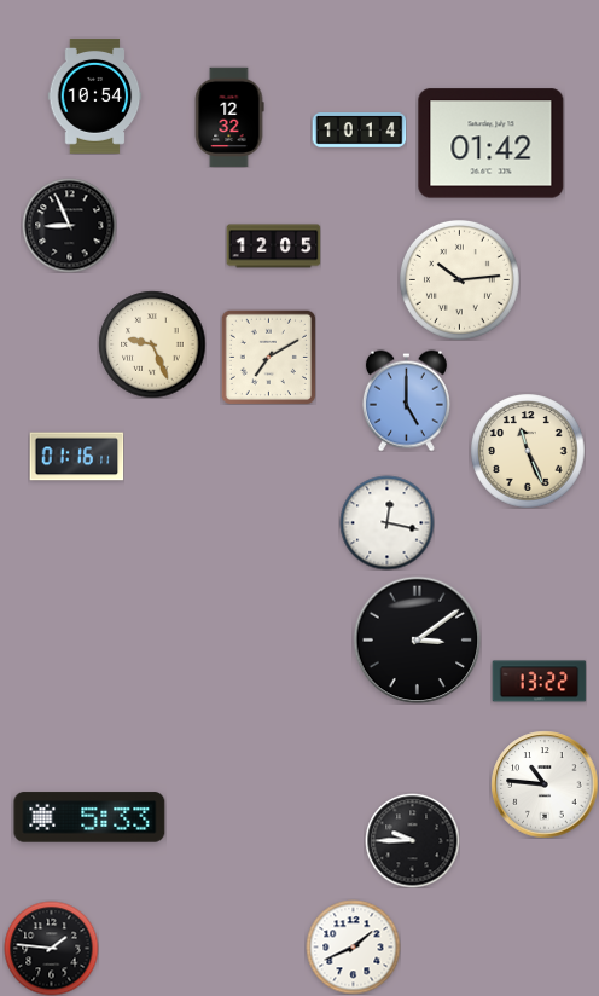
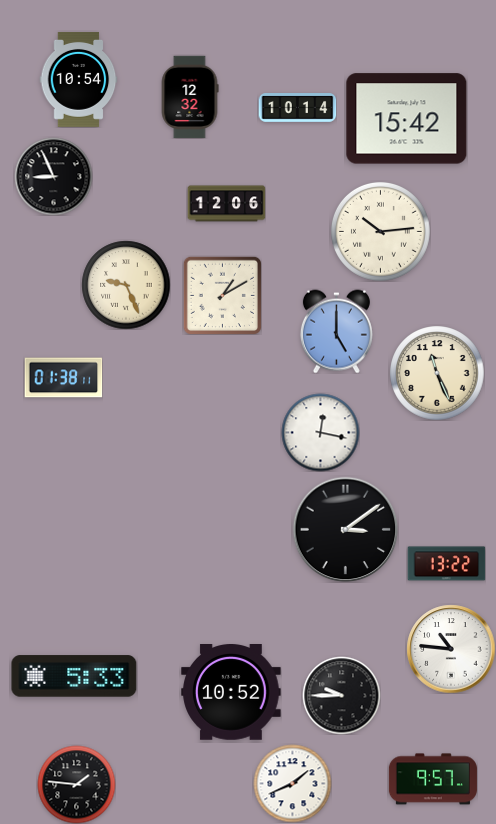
clock at (492, 144): 01:42 -> 15:42
clock at (69, 225) position: (69, 225) -> (53, 176)
clock at (273, 247): 12:05 -> 12:06
clock at (268, 357): 7:10 -> 1:10
clock at (76, 457): 01:16 -> 01:38
clock at (231, 693): none -> 10:52
clock at (433, 779): none -> 9:57
clock at (51, 948) position: (51, 948) -> (76, 784)
